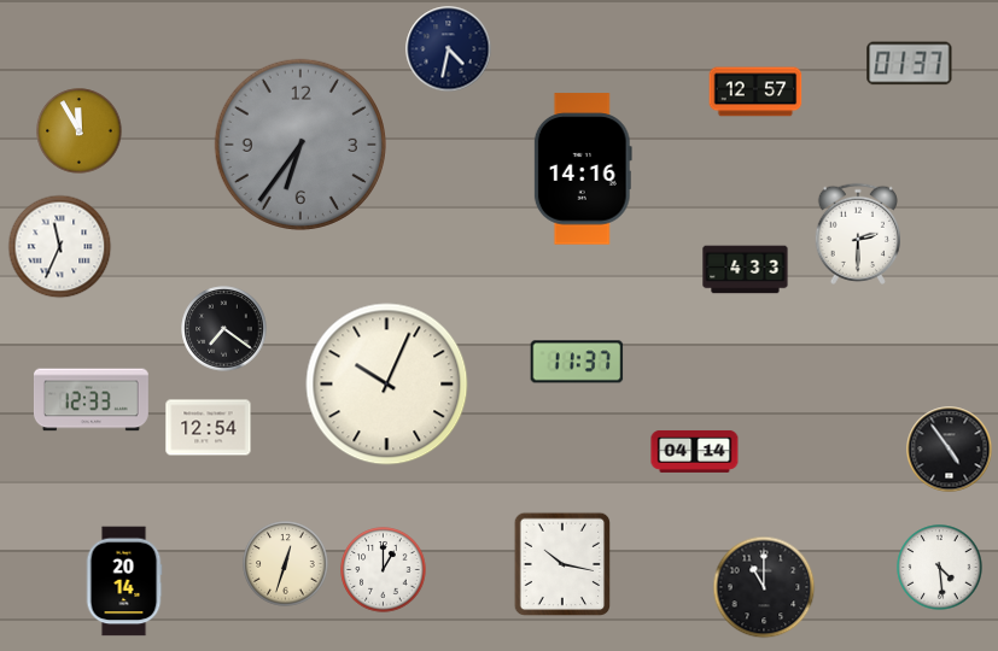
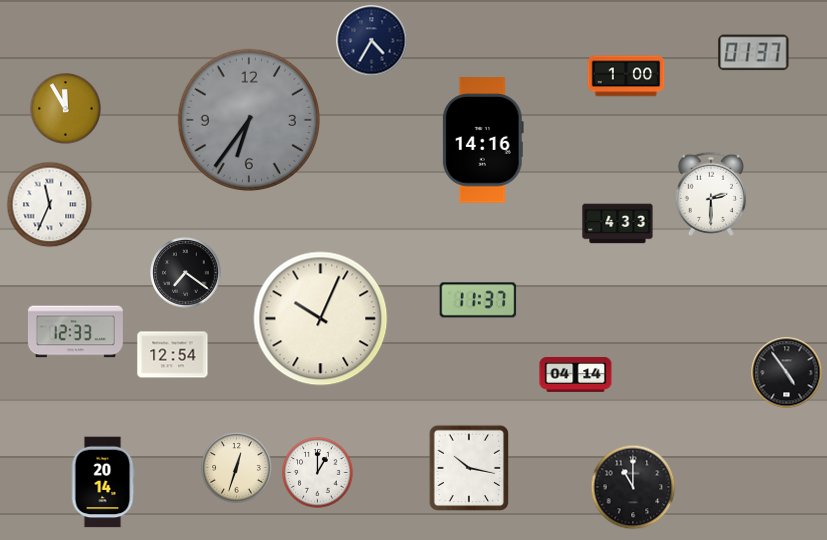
clock at (449, 49): 4:32 -> 4:35
clock at (755, 92): 12:57 -> 1:00
clock at (562, 564) position: (562, 564) -> (469, 468)
clock at (940, 568): 4:29 -> none
